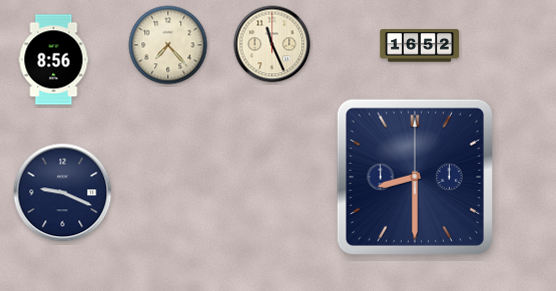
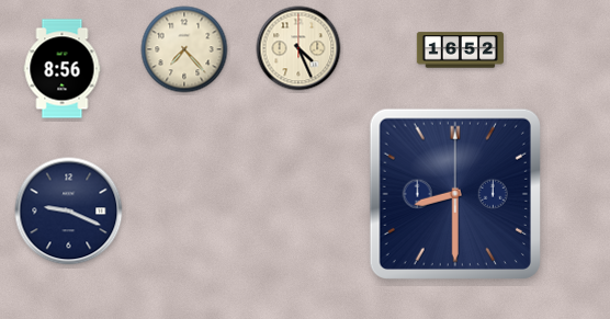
clock at (272, 44): 11:26 -> 4:26
clock at (54, 60) position: (54, 60) -> (63, 69)
